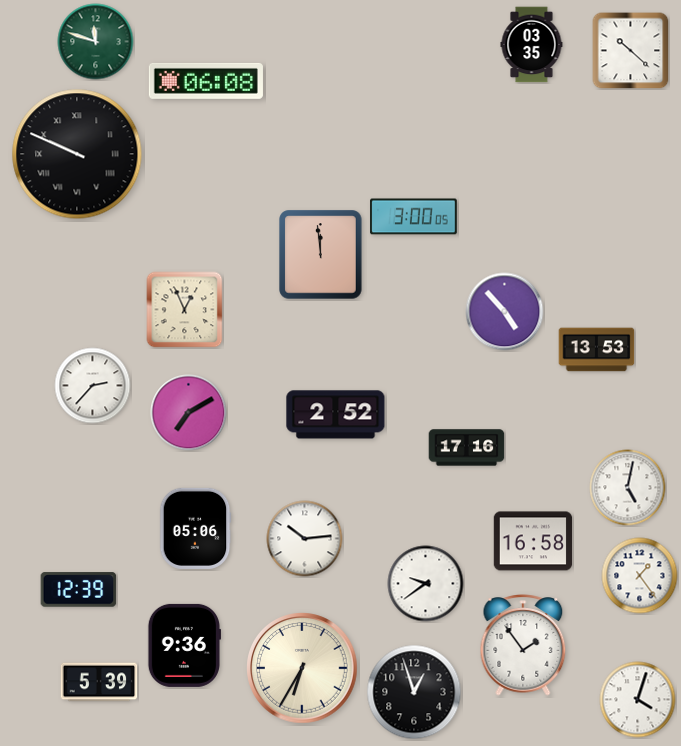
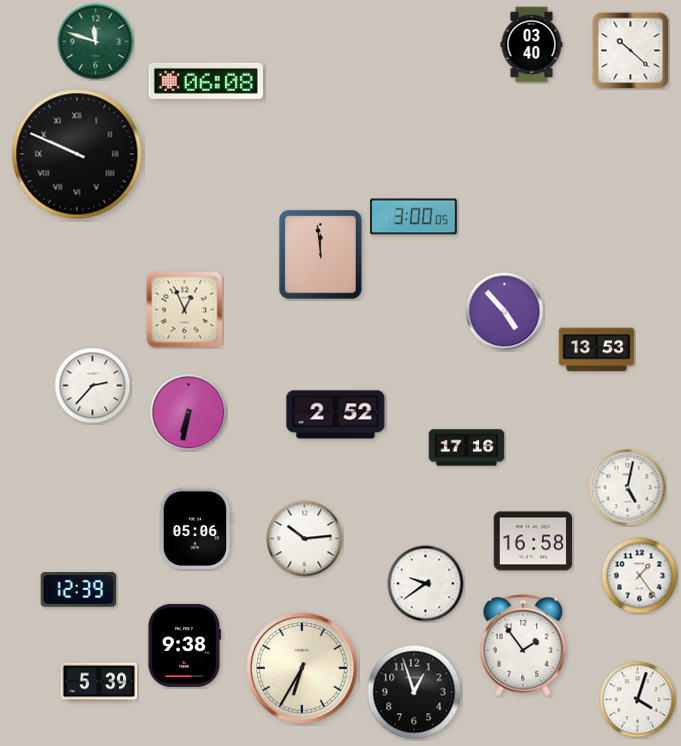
clock at (532, 45): 03:35 -> 03:40
clock at (189, 413): 7:10 -> 6:32
clock at (183, 645): 9:36 -> 9:38
